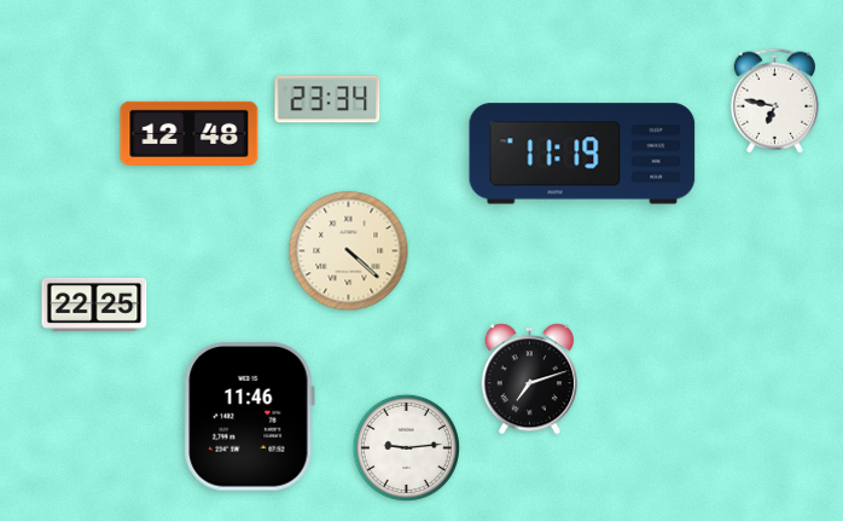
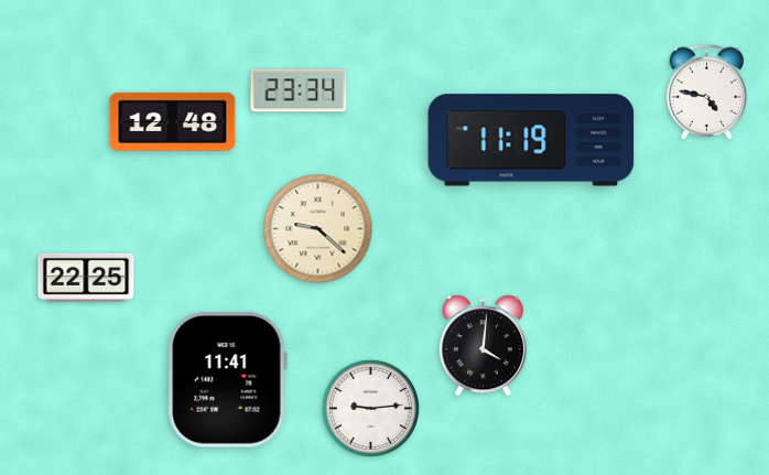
clock at (775, 100): 6:47 -> 4:47
clock at (349, 251): 4:22 -> 9:22
clock at (529, 380): 7:12 -> 4:01
clock at (249, 417): 11:46 -> 11:41
